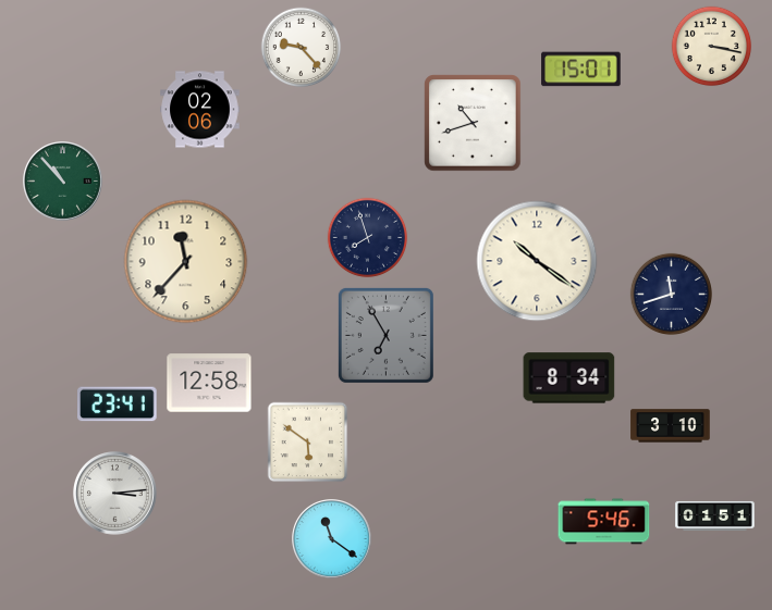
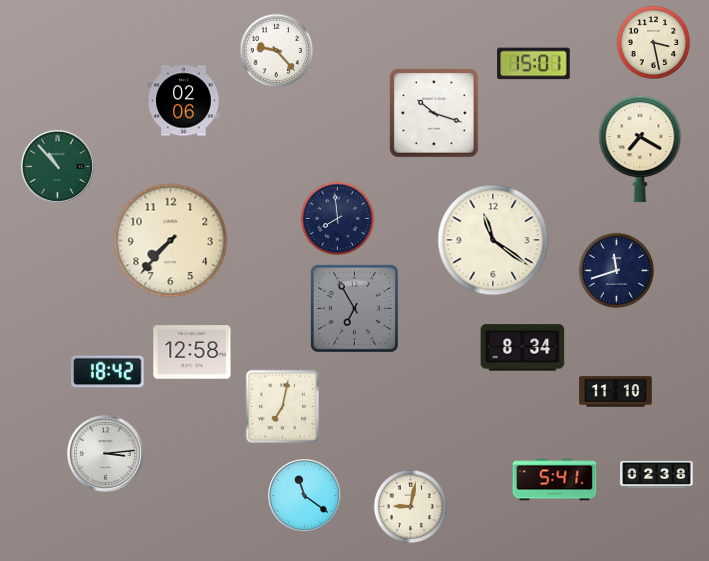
clock at (712, 47): 3:17 -> 3:28
clock at (302, 48) position: (302, 48) -> (277, 51)
clock at (473, 123): 10:42 -> 10:18
clock at (640, 149): none -> 7:20
clock at (368, 238): 7:57 -> 7:59
clock at (537, 261): 10:21 -> 11:21
clock at (186, 262): 11:37 -> 7:37
clock at (118, 404): 23:41 -> 18:42
clock at (671, 426): 3:10 -> 11:10
clock at (308, 443): 5:51 -> 7:02
clock at (715, 515): 01:51 -> 02:38
clock at (604, 522): 5:46 -> 5:41
clock at (411, 507): none -> 9:02
